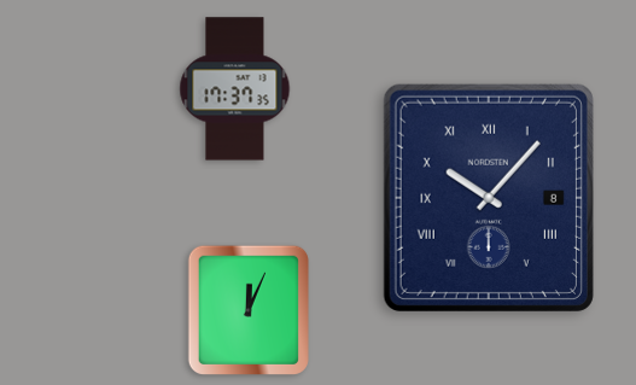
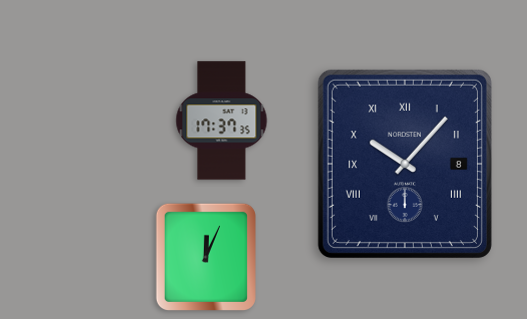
clock at (235, 89) position: (235, 89) -> (222, 121)
